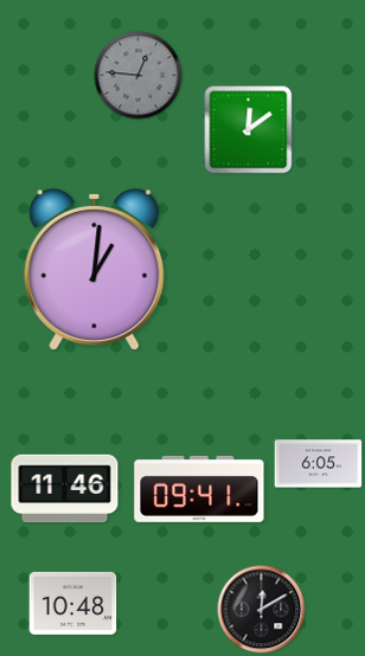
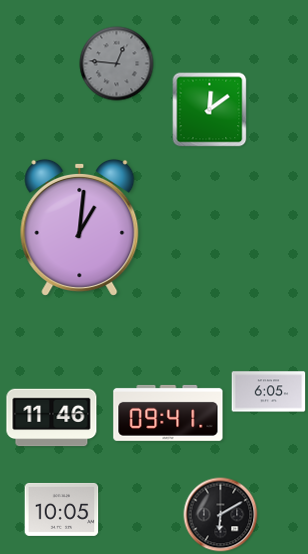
clock at (65, 489) position: (65, 489) -> (52, 418)
clock at (73, 603): 10:48 -> 10:05
clock at (262, 610): 12:10 -> 6:10
